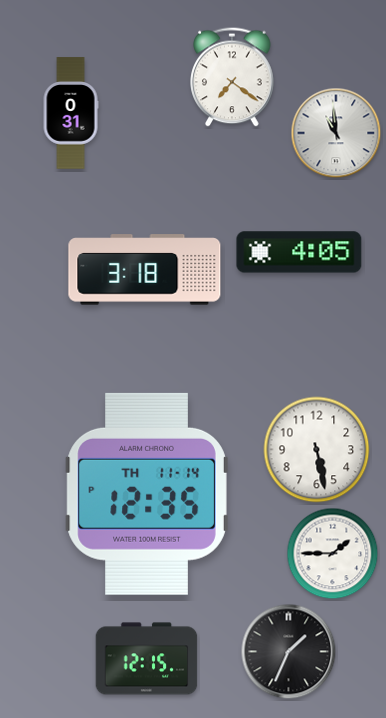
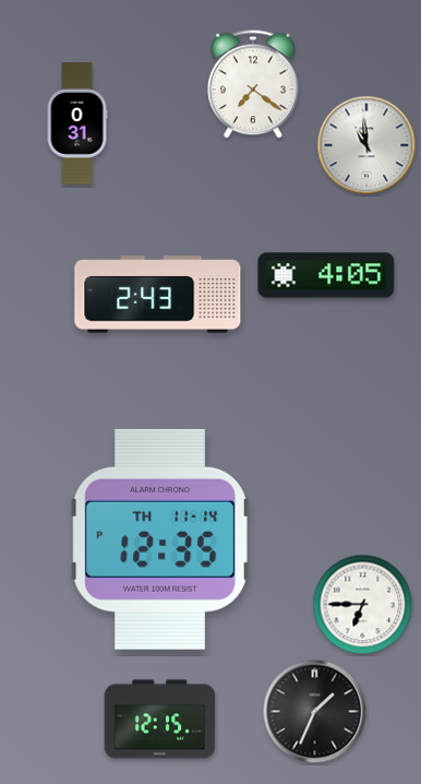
clock at (145, 270): 3:18 -> 2:43
clock at (317, 450): 5:28 -> none
clock at (333, 554): 1:45 -> 6:45
